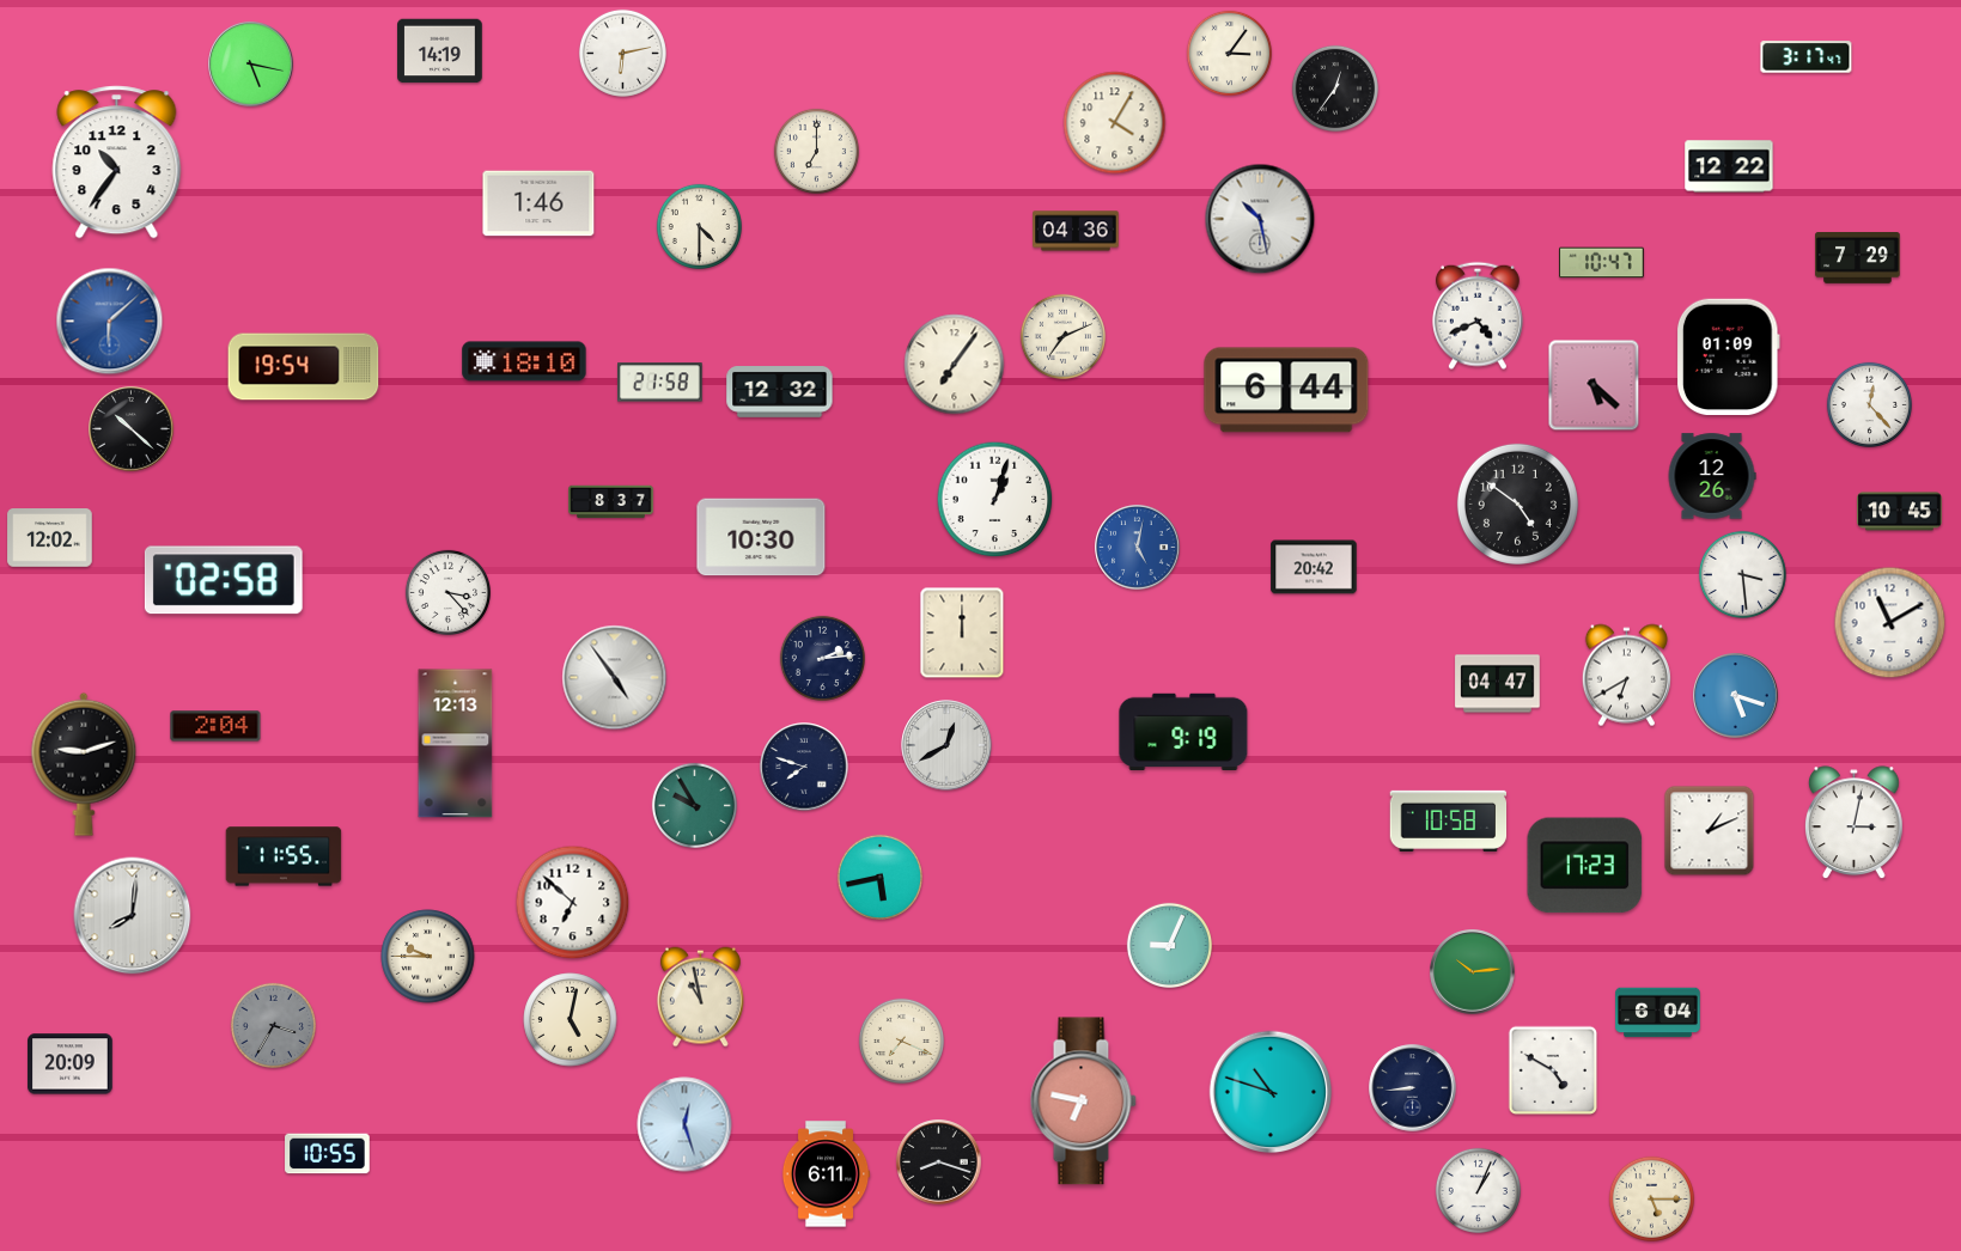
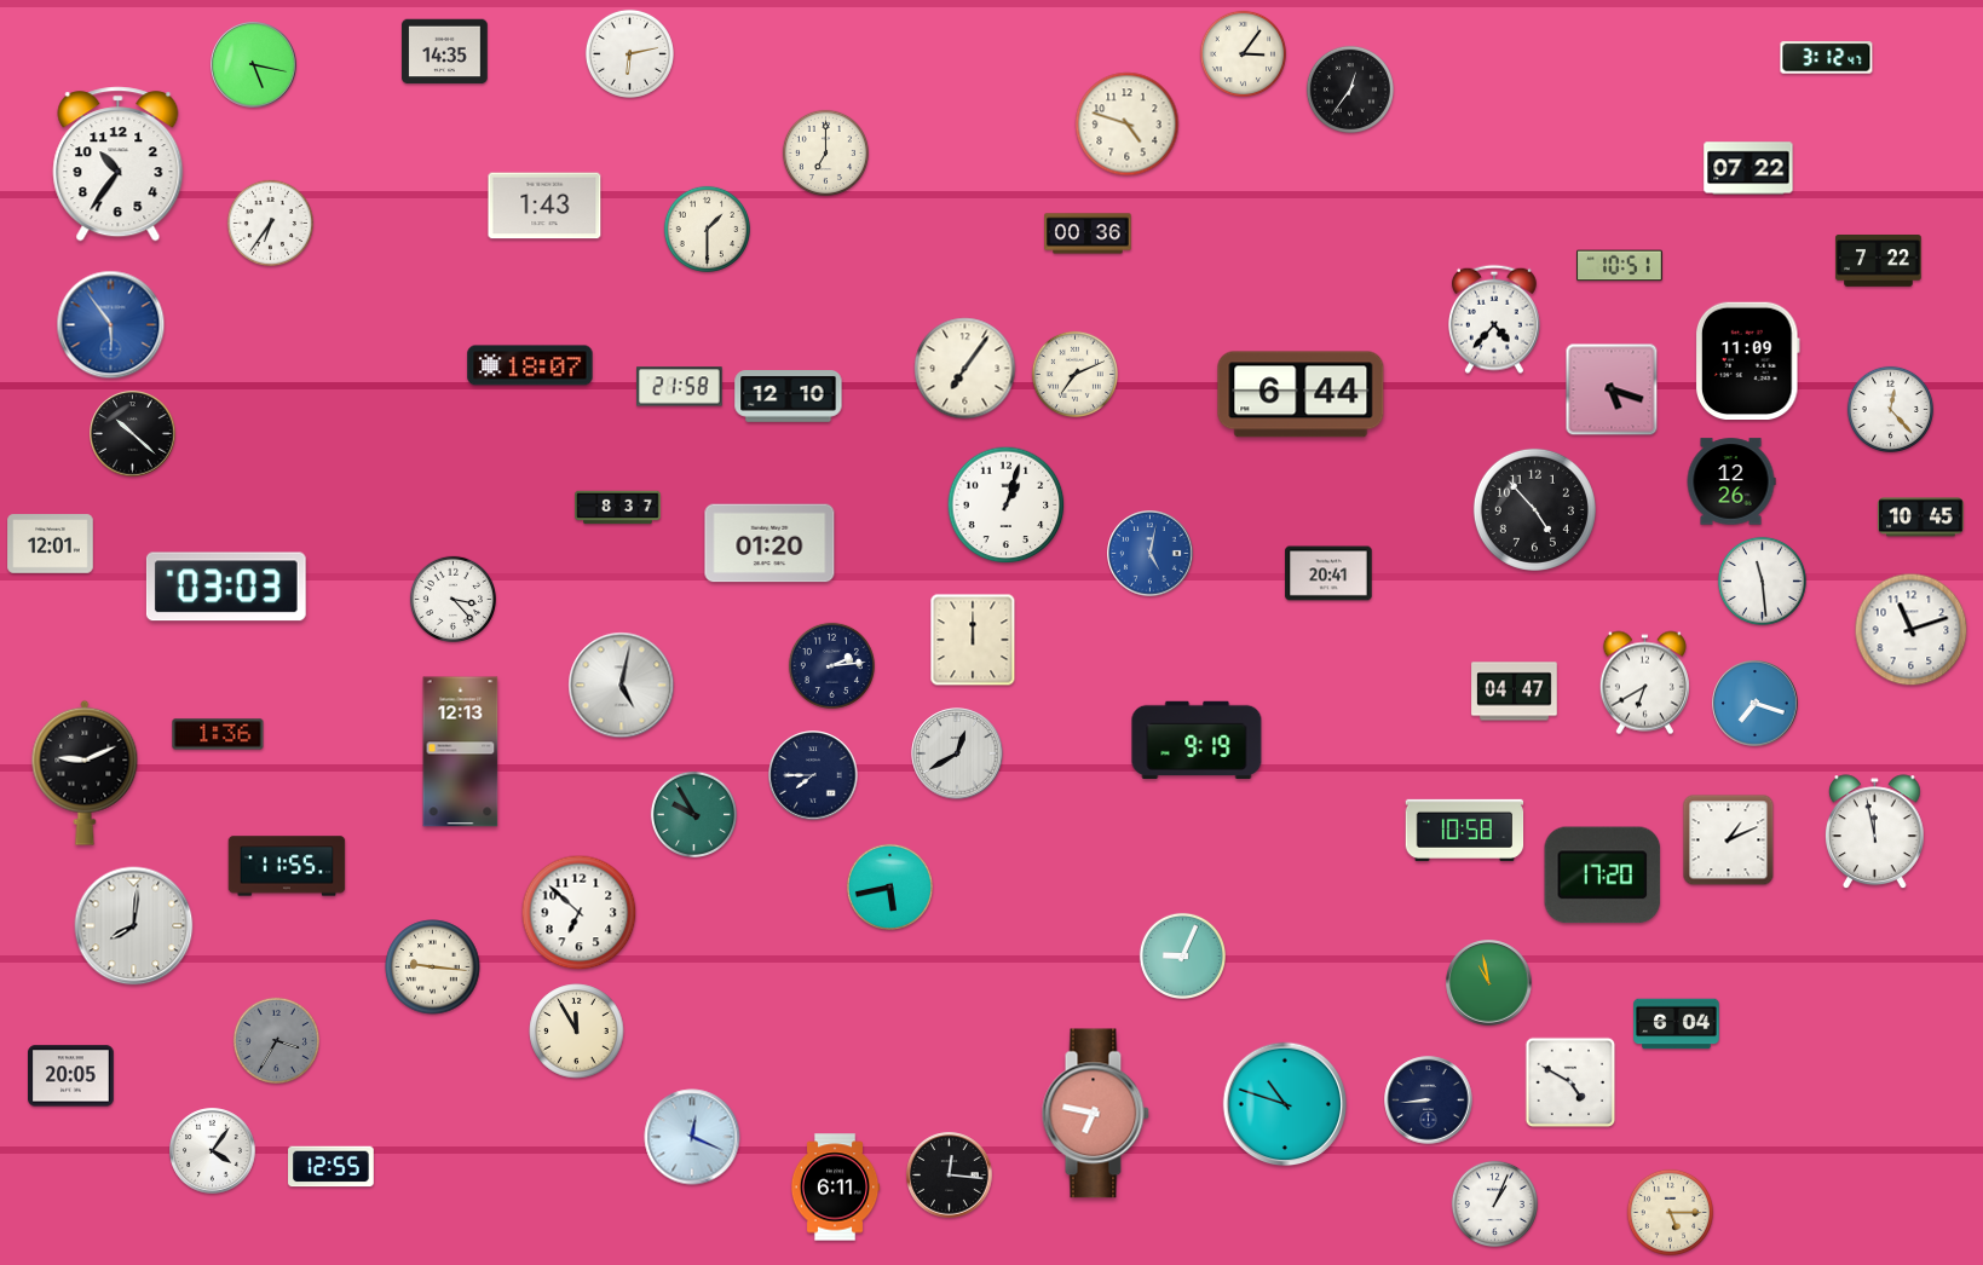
clock at (440, 51): 14:19 -> 14:35
clock at (1807, 57): 3:17 -> 3:12
clock at (1115, 123): 4:05 -> 4:48
clock at (1729, 166): 12:22 -> 07:22
clock at (538, 203): 1:46 -> 1:43
clock at (1260, 219): 10:28 -> none
clock at (270, 223): none -> 6:36
clock at (699, 226): 4:30 -> 1:30
clock at (1076, 231): 04:36 -> 00:36
clock at (1858, 258): 7:29 -> 7:22
clock at (1602, 263): 10:47 -> 10:51
clock at (1478, 316): 4:41 -> 4:37
clock at (110, 322): 6:08 -> 5:54
clock at (1062, 336) position: (1062, 336) -> (1074, 374)
clock at (1728, 356): 01:09 -> 11:09
clock at (524, 361): 18:10 -> 18:07
clock at (304, 367): 19:54 -> none
clock at (660, 383) position: (660, 383) -> (680, 387)
clock at (1594, 385): 5:22 -> 5:18
clock at (780, 392): 12:32 -> 12:10
clock at (1517, 504): 4:51 -> 4:53
clock at (761, 537): 10:30 -> 01:20
clock at (50, 538): 12:02 -> 12:01
clock at (1314, 567): 20:42 -> 20:41
clock at (1742, 574): 3:29 -> 11:29
clock at (224, 580): 02:58 -> 03:03
clock at (1890, 623): 11:10 -> 11:12
clock at (615, 678): 4:54 -> 5:02
clock at (1736, 696): 5:18 -> 7:18
clock at (215, 726): 2:04 -> 1:36
clock at (84, 764): 9:12 -> 9:11
clock at (804, 767): 7:48 -> 7:45
clock at (694, 805) position: (694, 805) -> (693, 814)
clock at (1853, 823): 3:02 -> 11:58
clock at (1585, 866): 17:23 -> 17:20
clock at (428, 957): 9:45 -> 9:16
clock at (1473, 972): 10:14 -> 10:58
clock at (700, 997): 10:58 -> none
clock at (571, 1020): 5:02 -> 11:55
clock at (273, 1025) position: (273, 1025) -> (276, 1040)
clock at (901, 1041): 7:19 -> none
clock at (71, 1064): 20:09 -> 20:05
clock at (684, 1124): 12:27 -> 12:19
clock at (213, 1151): none -> 4:06
clock at (328, 1154): 10:55 -> 12:55
clock at (939, 1162): 8:18 -> 12:16
